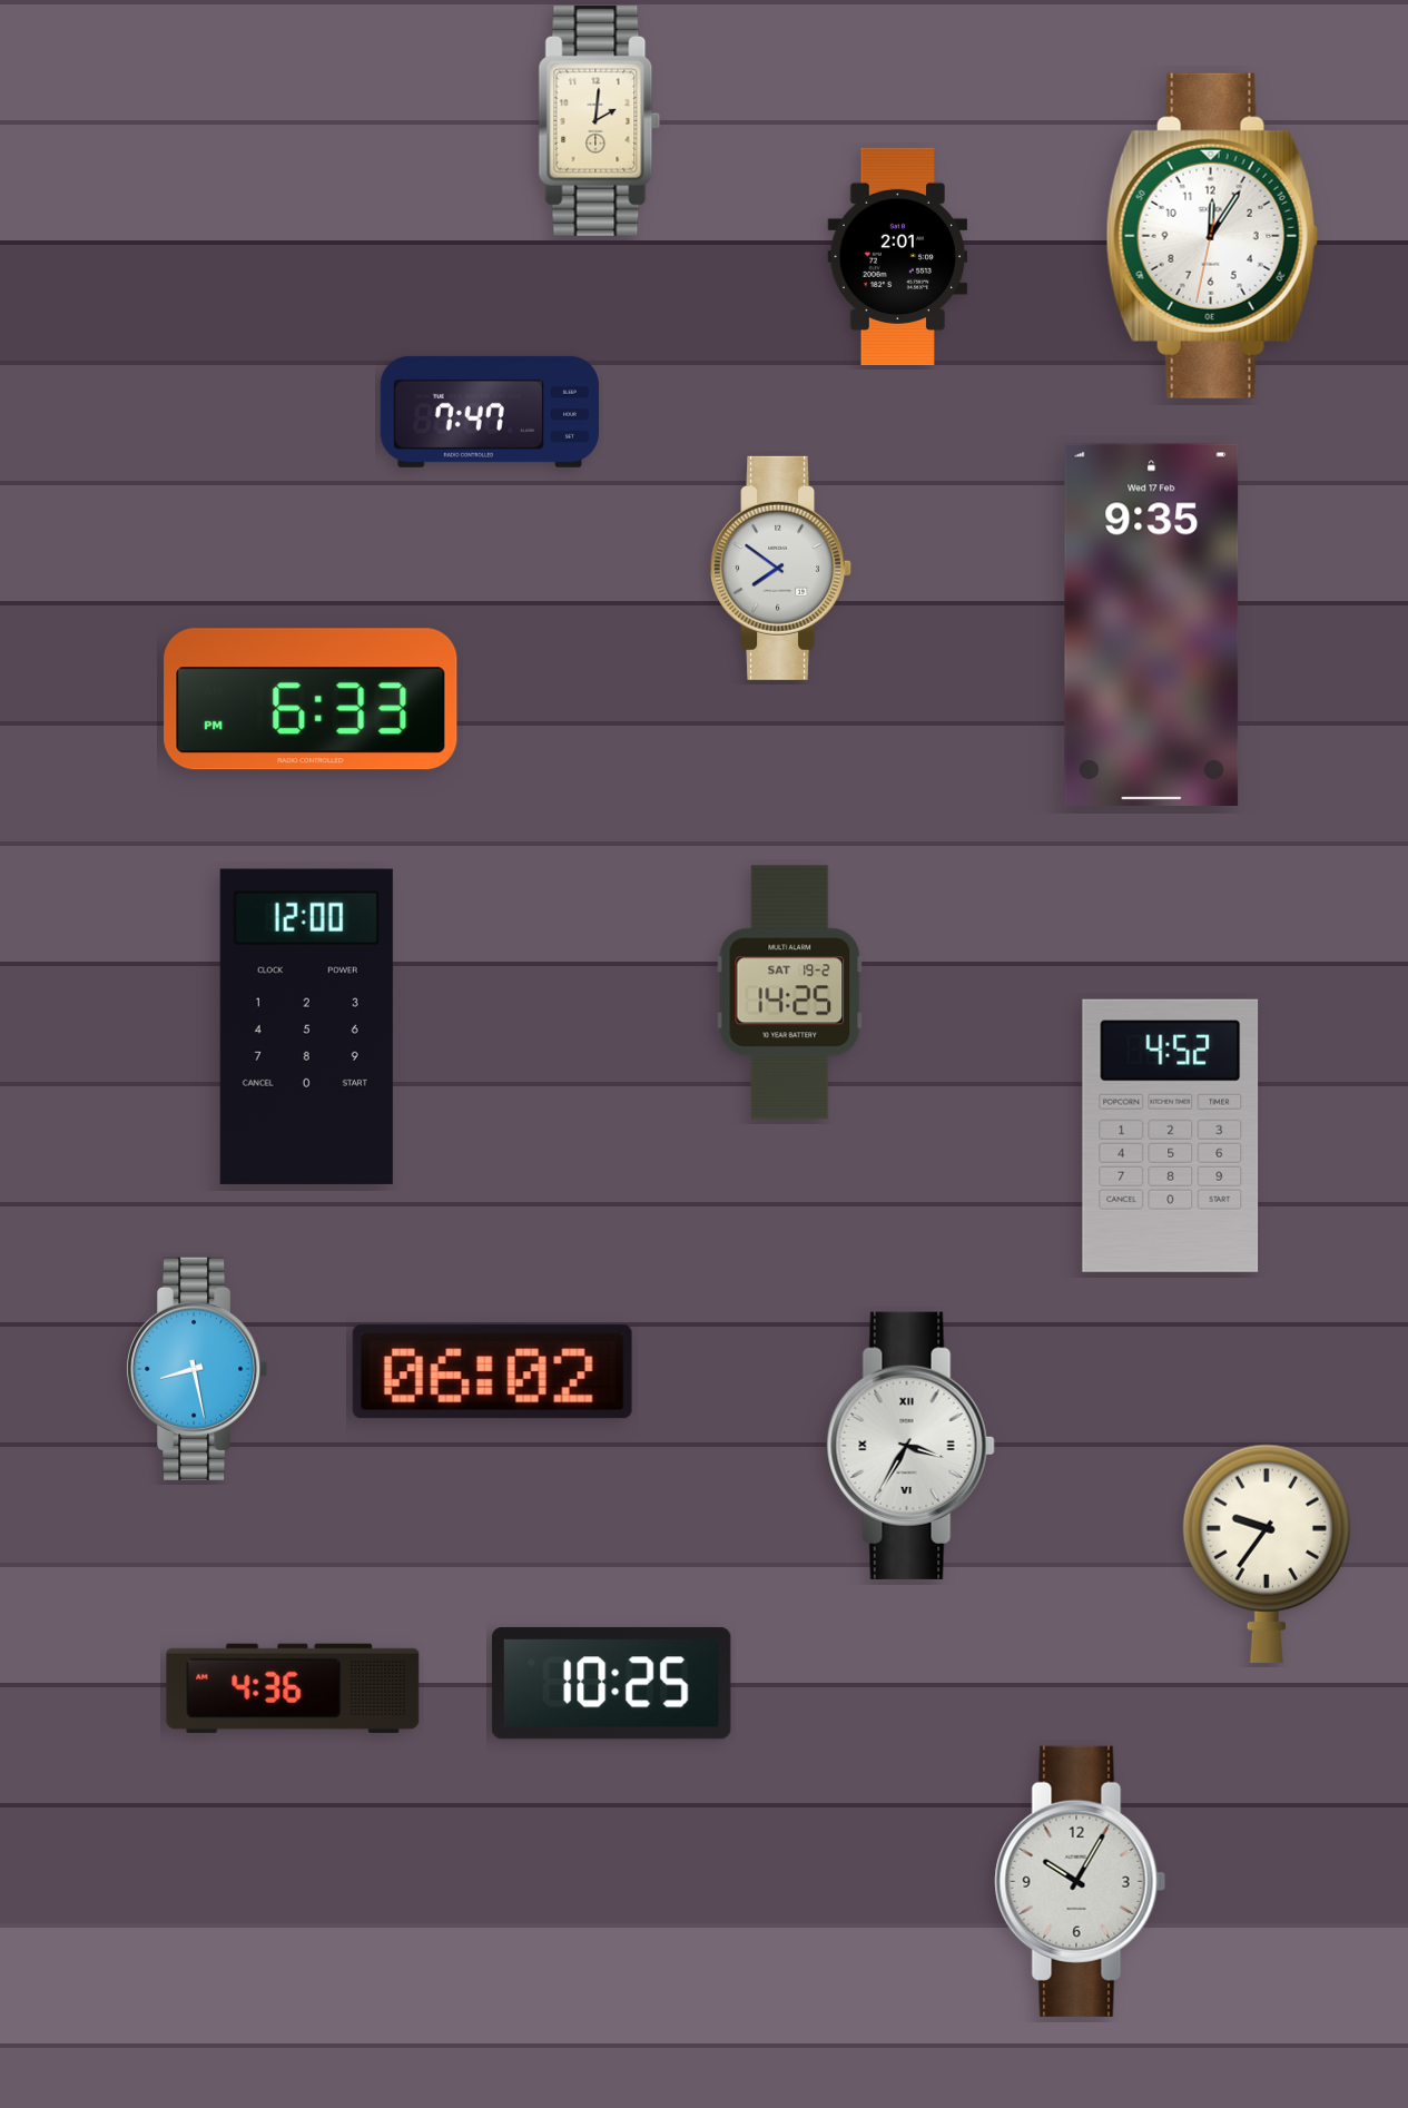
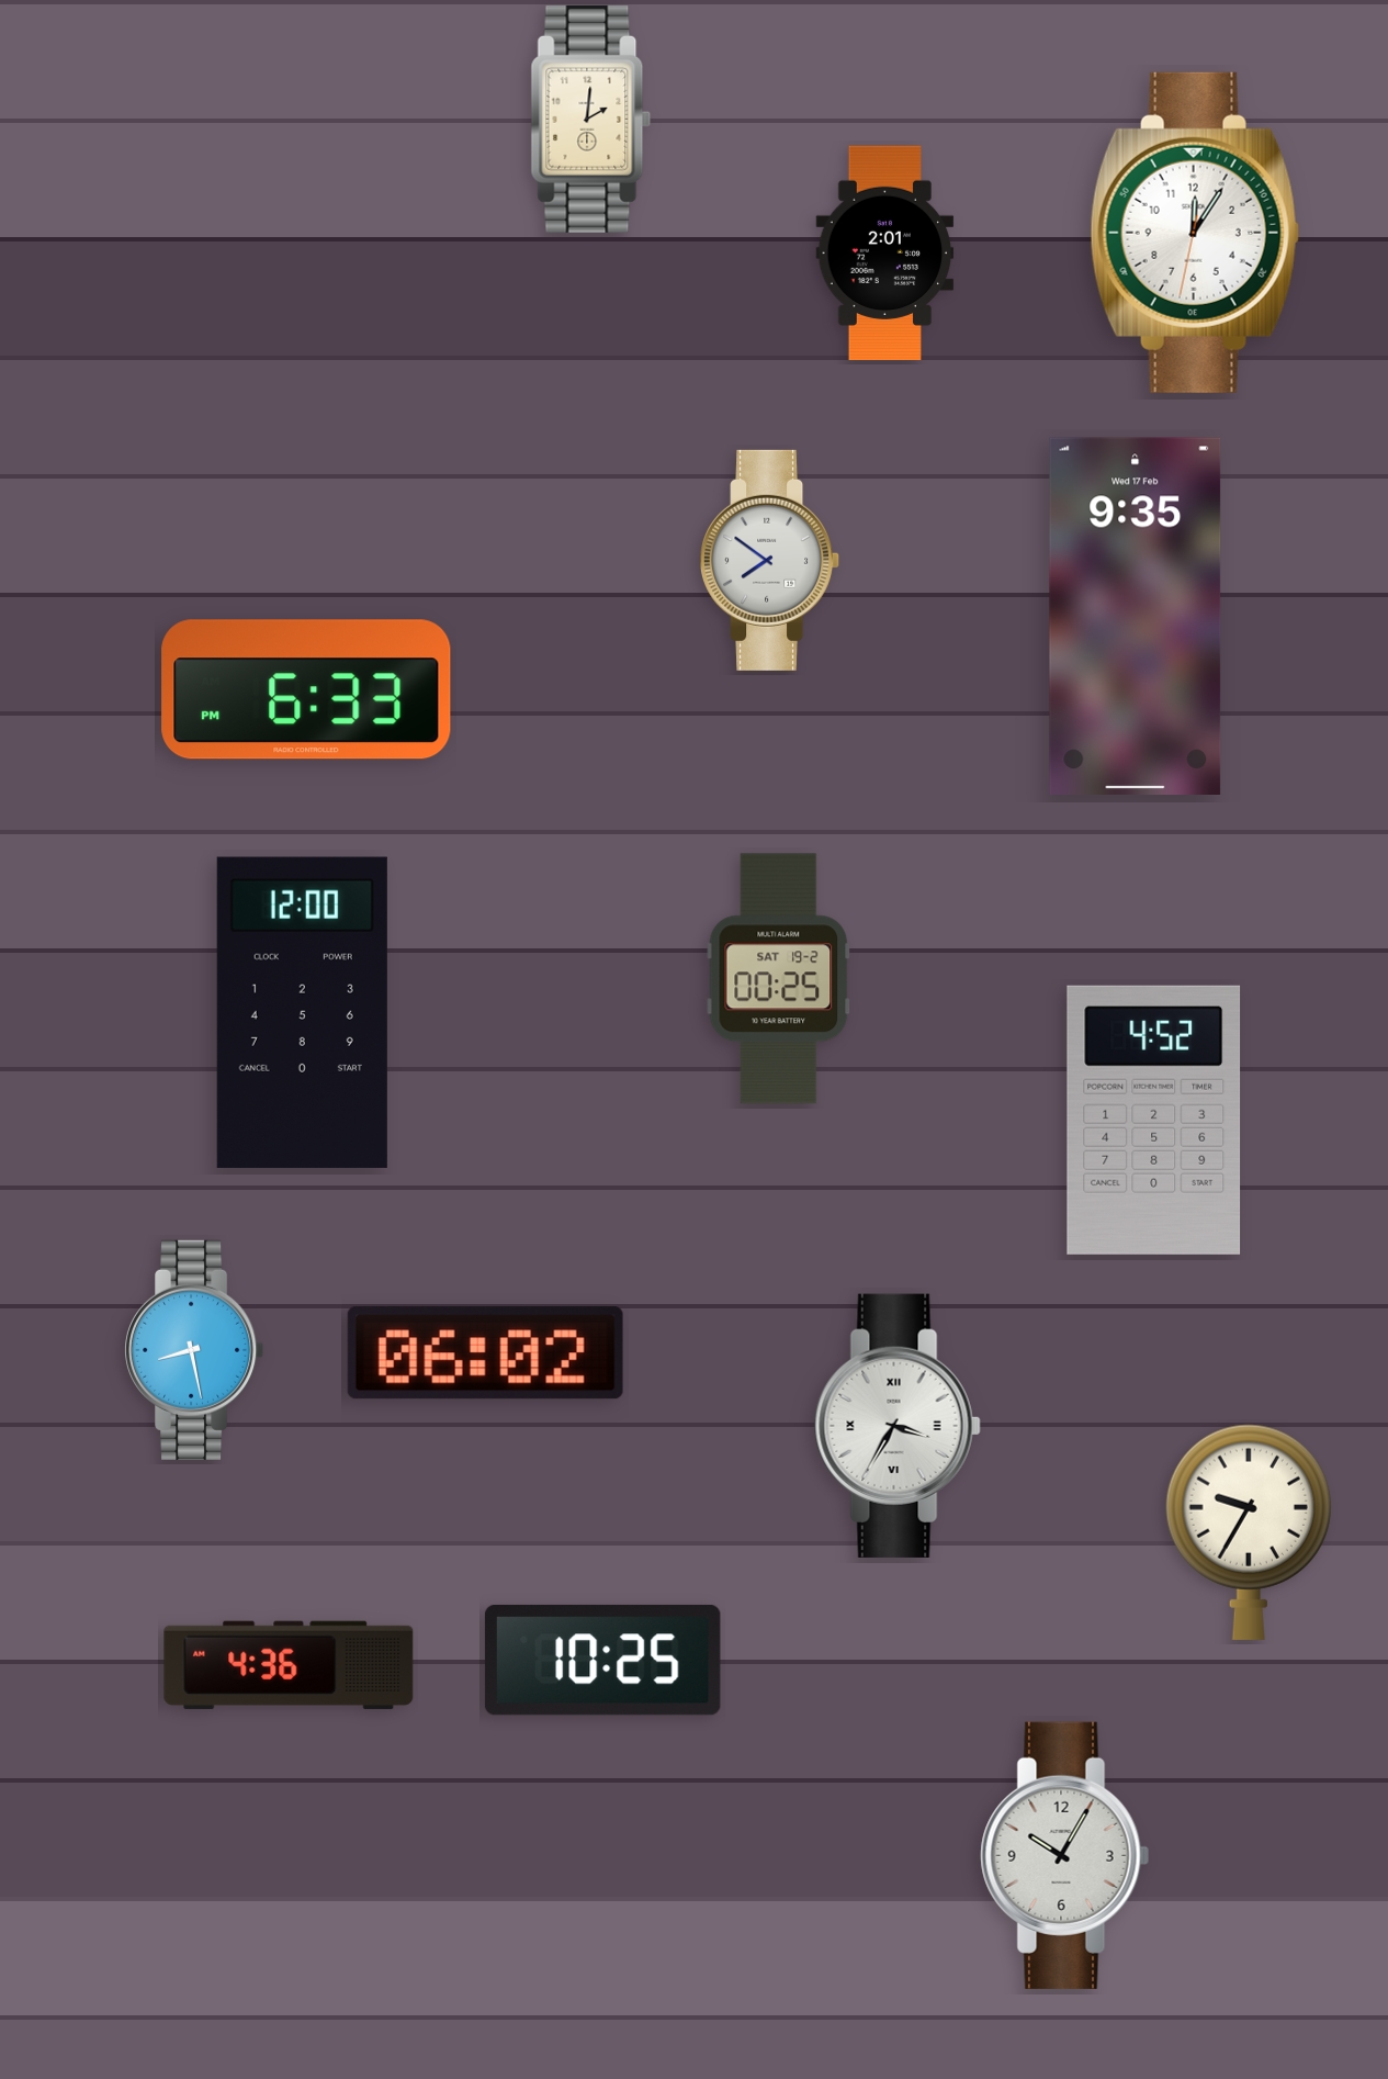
clock at (490, 412): 7:47 -> none
clock at (790, 993): 14:25 -> 00:25
clock at (1267, 1554): 9:36 -> 9:35
